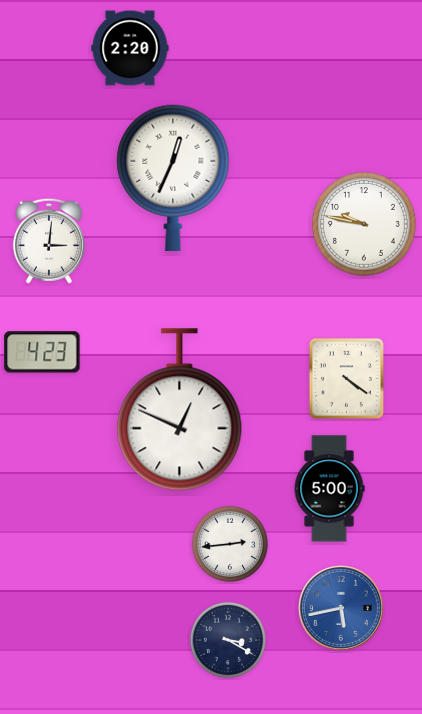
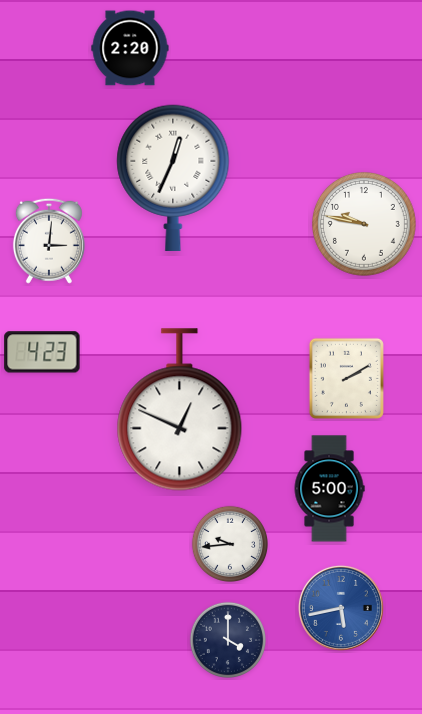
clock at (346, 378): 4:21 -> 2:10
clock at (229, 543): 2:44 -> 9:44
clock at (227, 639): 3:20 -> 4:00
